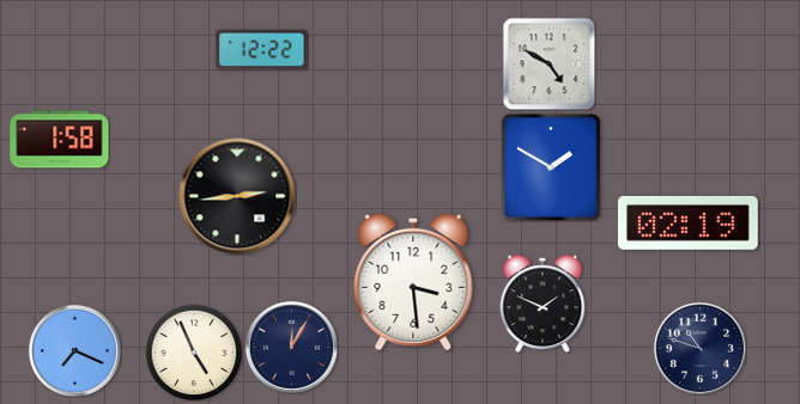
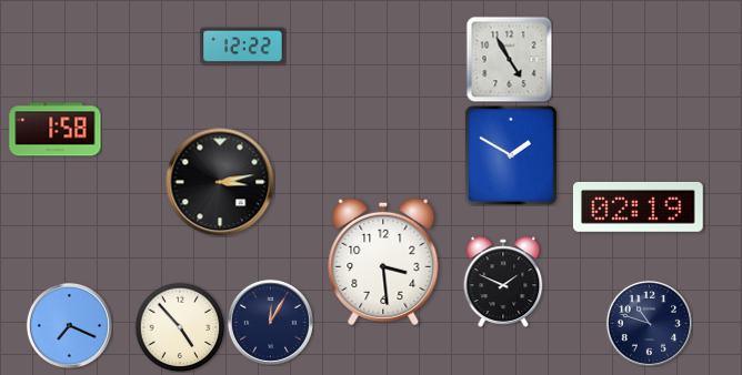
clock at (549, 63): 4:50 -> 4:55
clock at (237, 196): 2:44 -> 3:13
clock at (194, 353): 4:56 -> 4:53
